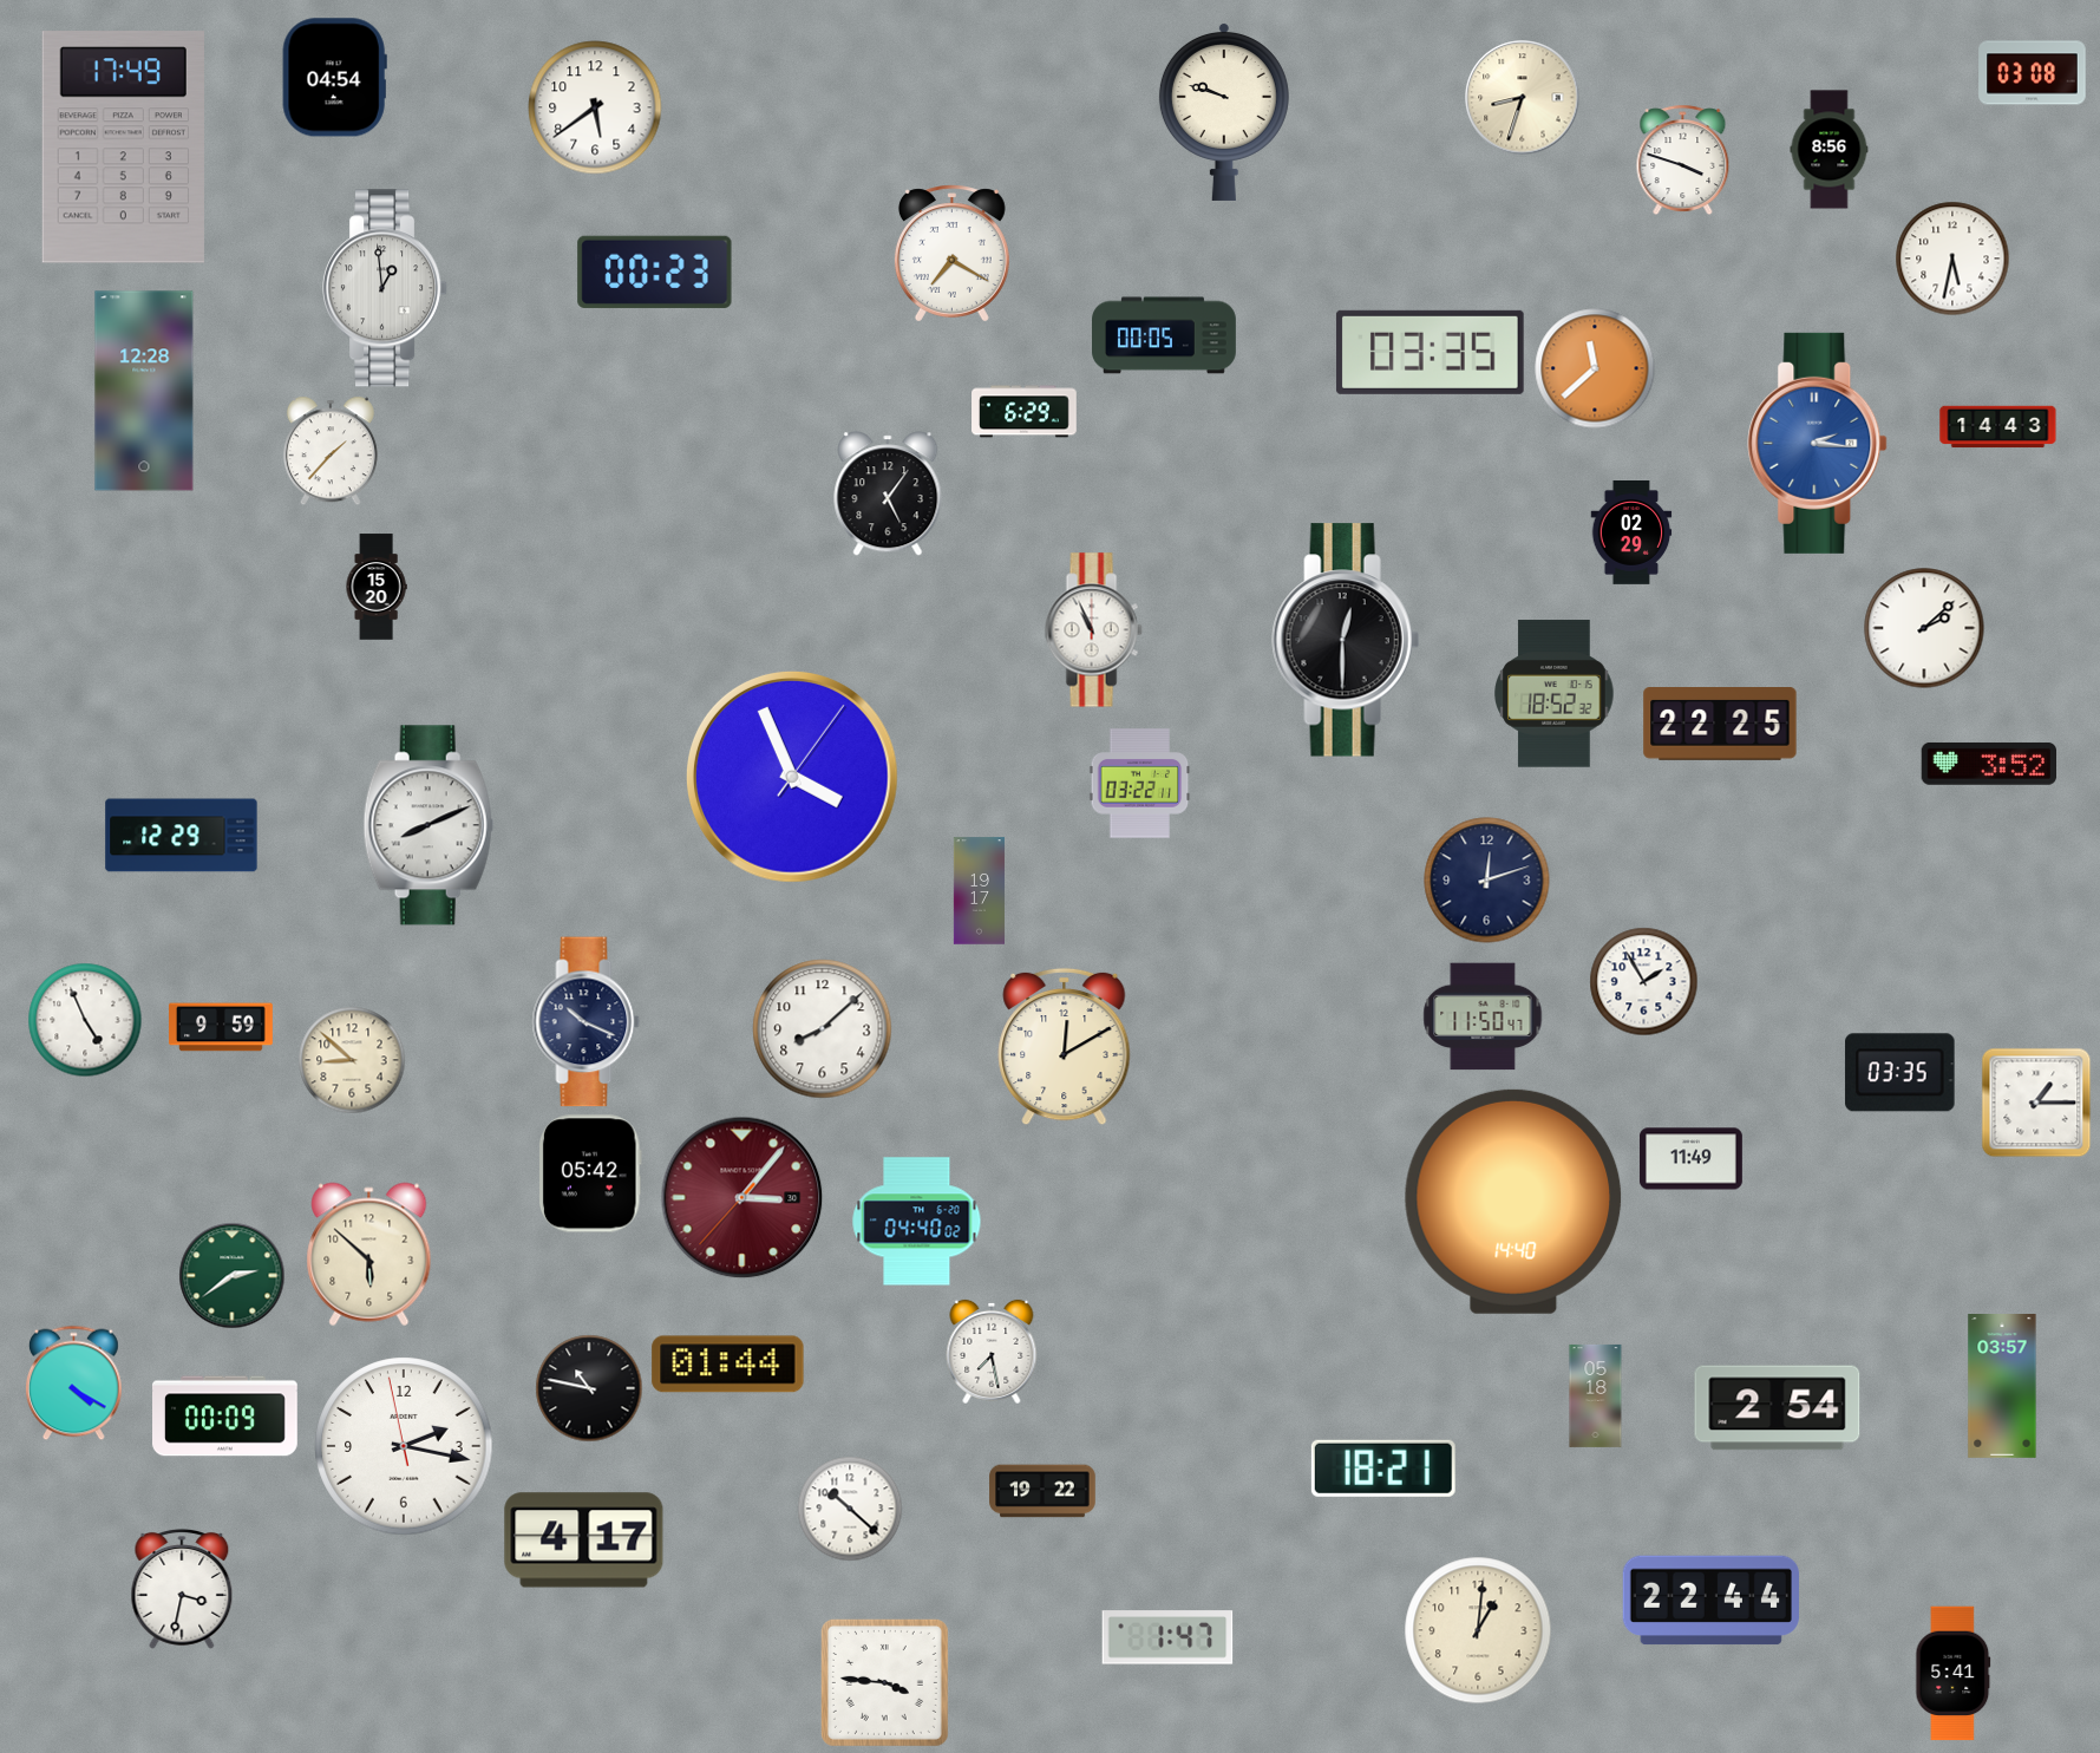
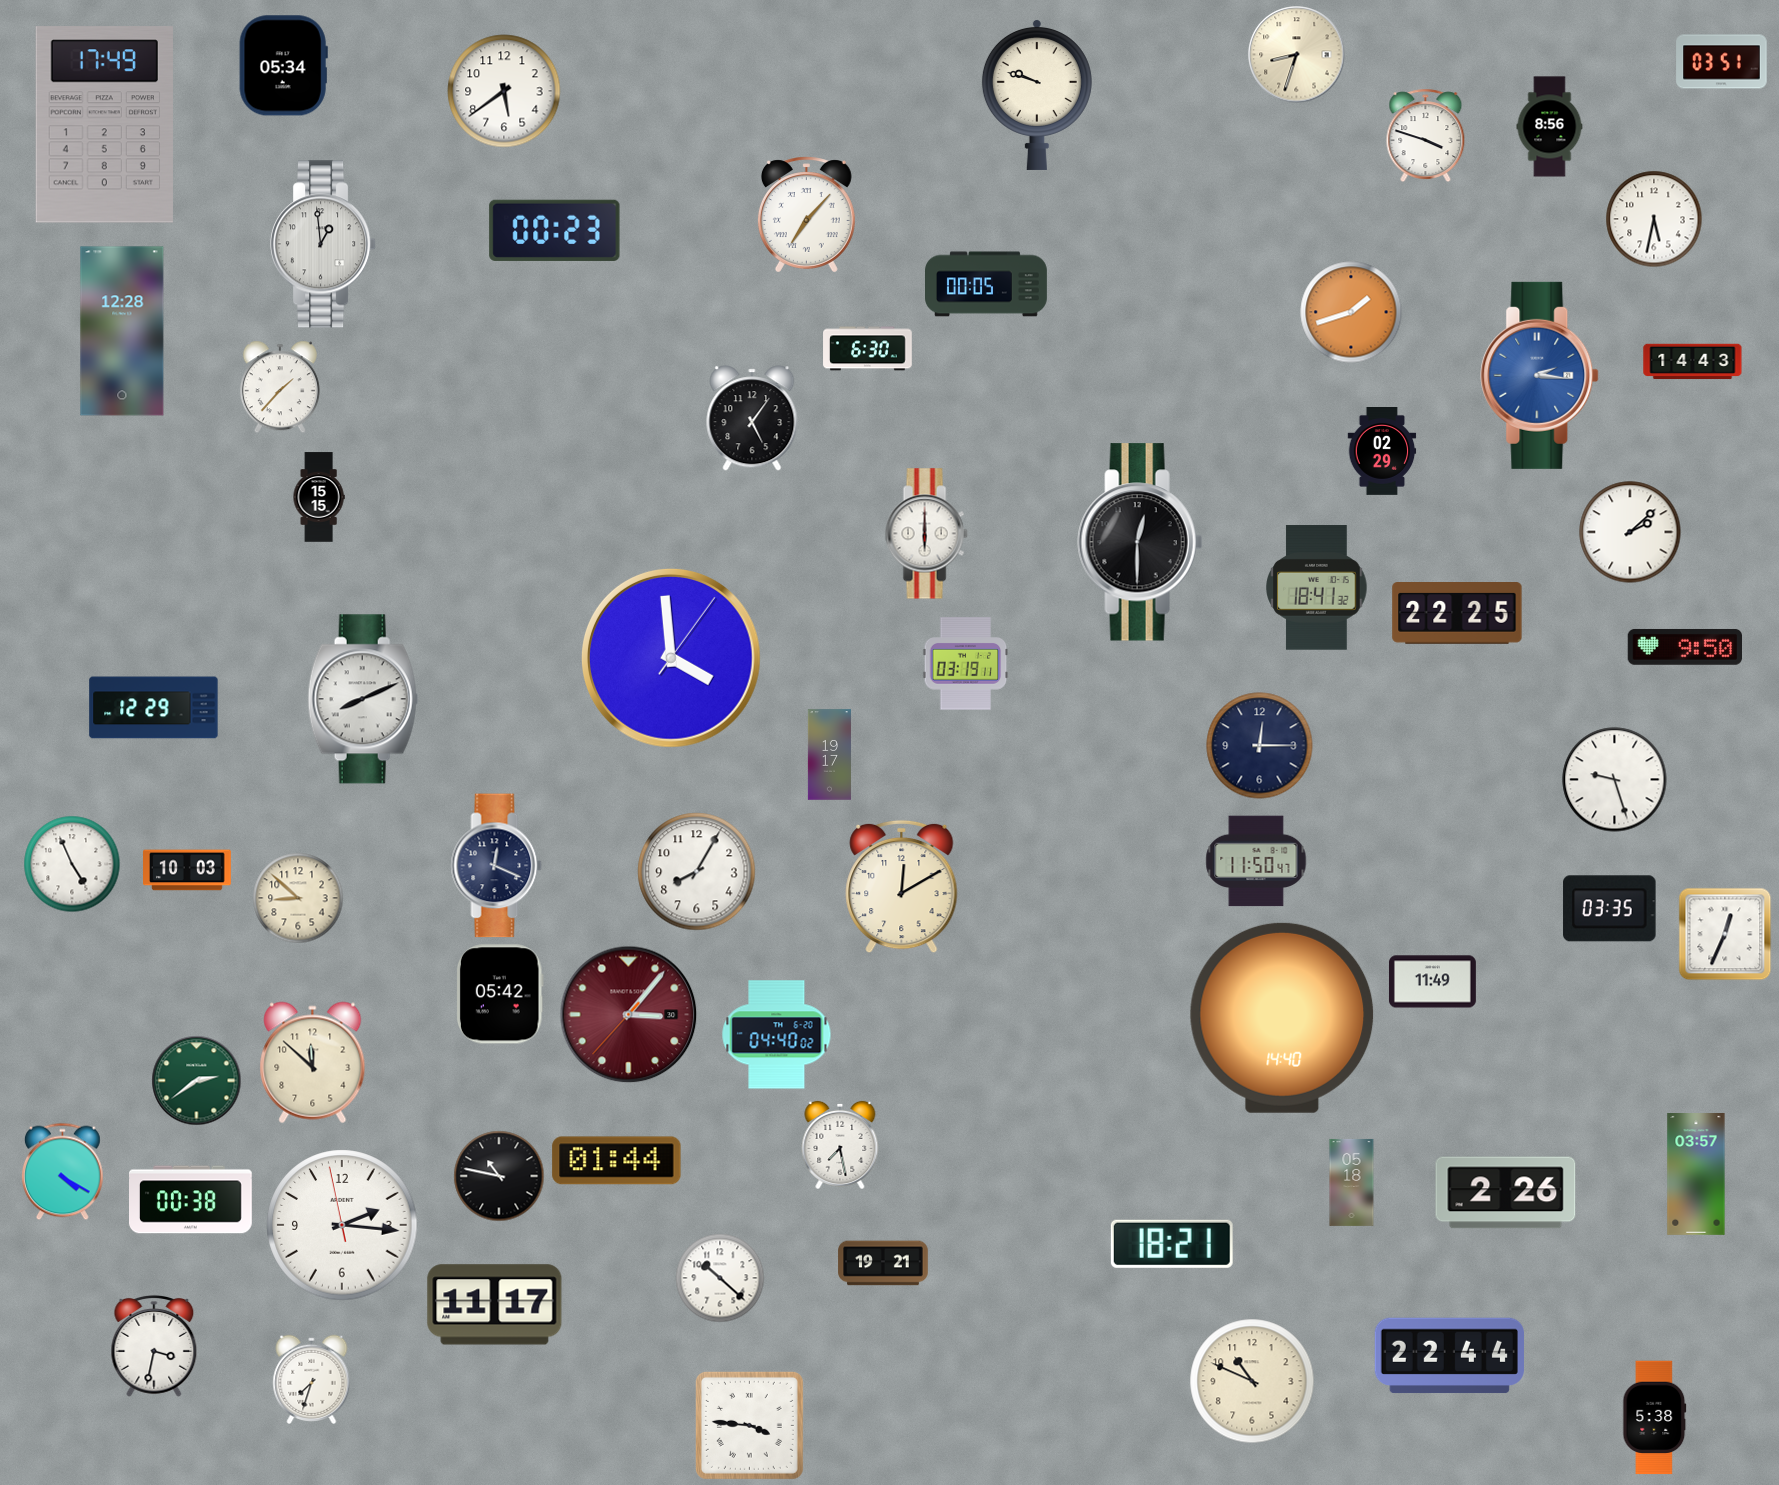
clock at (2033, 73): 03:08 -> 03:51
clock at (334, 78): 04:54 -> 05:34
clock at (1523, 98) position: (1523, 98) -> (1297, 55)
clock at (951, 254): 7:20 -> 7:07
clock at (386, 288) position: (386, 288) -> (324, 244)
clock at (1431, 352): 03:35 -> none
clock at (1595, 368): 11:38 -> 1:42
clock at (1025, 412): 6:29 -> 6:30
clock at (331, 451) position: (331, 451) -> (280, 387)
clock at (377, 587): 15:20 -> 15:15
clock at (1093, 630): 10:56 -> 6:00
clock at (1555, 694): 18:52 -> 18:41
clock at (1988, 764): 3:52 -> 9:50
clock at (792, 777): 3:56 -> 3:59
clock at (1140, 784): 03:22 -> 03:19
clock at (1487, 881): 12:12 -> 12:15
clock at (1615, 780): none -> 9:27
clock at (1644, 982): 1:55 -> none
clock at (587, 1022): 10:19 -> 12:19
clock at (222, 1027): 9:59 -> 10:03
clock at (823, 1029): 8:08 -> 8:05
clock at (2036, 1103): 1:15 -> 12:34
clock at (369, 1255): 5:52 -> 11:52
clock at (728, 1365) position: (728, 1365) -> (617, 1161)
clock at (1778, 1408): 2:54 -> 2:26
clock at (225, 1417): 00:09 -> 00:38
clock at (404, 1446): 2:16 -> 2:15
clock at (1042, 1491): 19:22 -> 19:21
clock at (584, 1541): 4:17 -> 11:17
clock at (312, 1379): none -> 7:33
clock at (1478, 1630): 1:01 -> 10:49
clock at (1167, 1637): 1:47 -> none
clock at (1954, 1674): 5:41 -> 5:38
